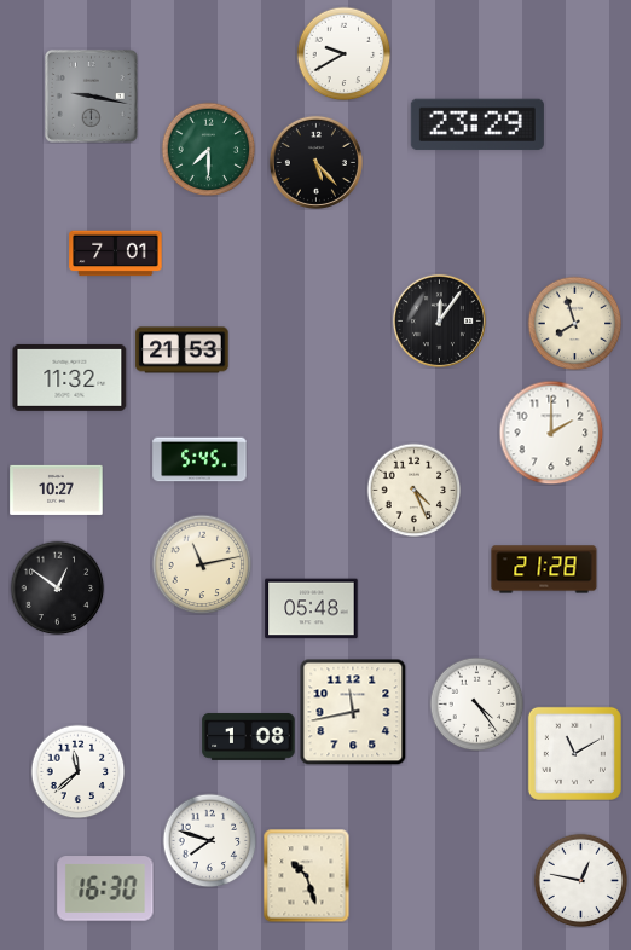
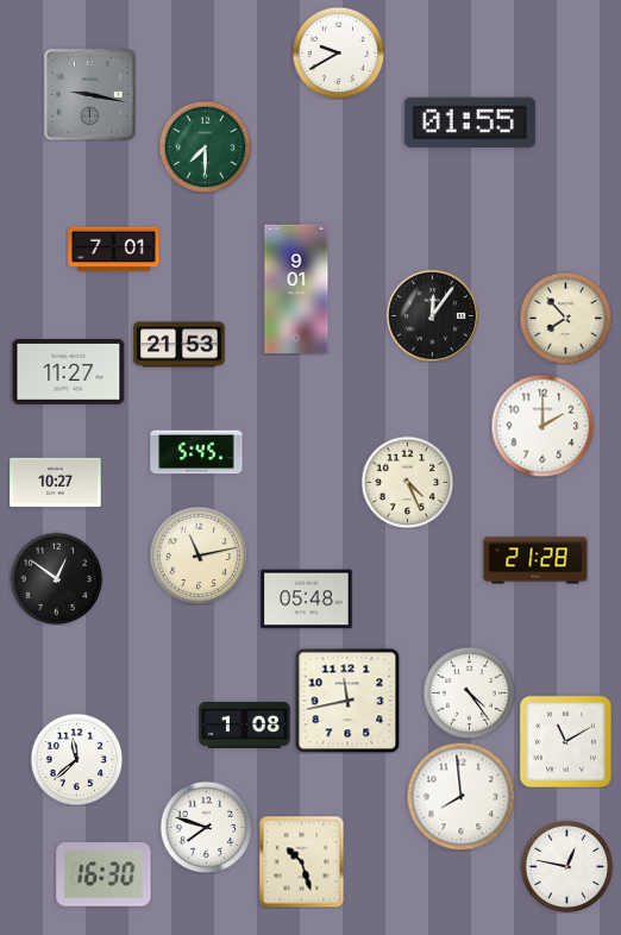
clock at (477, 124): 23:29 -> 01:55
clock at (315, 162): 5:23 -> none
clock at (296, 288): none -> 9:01
clock at (574, 323): 7:57 -> 7:53
clock at (70, 377): 11:32 -> 11:27
clock at (460, 796): none -> 7:59
clock at (580, 880) position: (580, 880) -> (566, 866)
